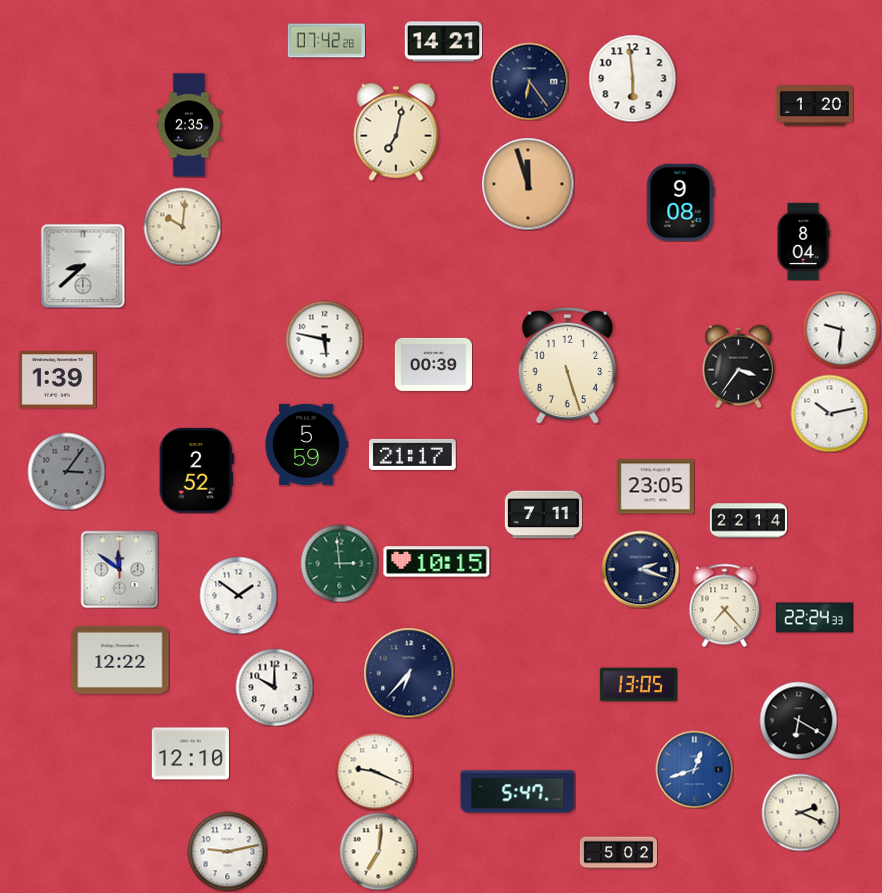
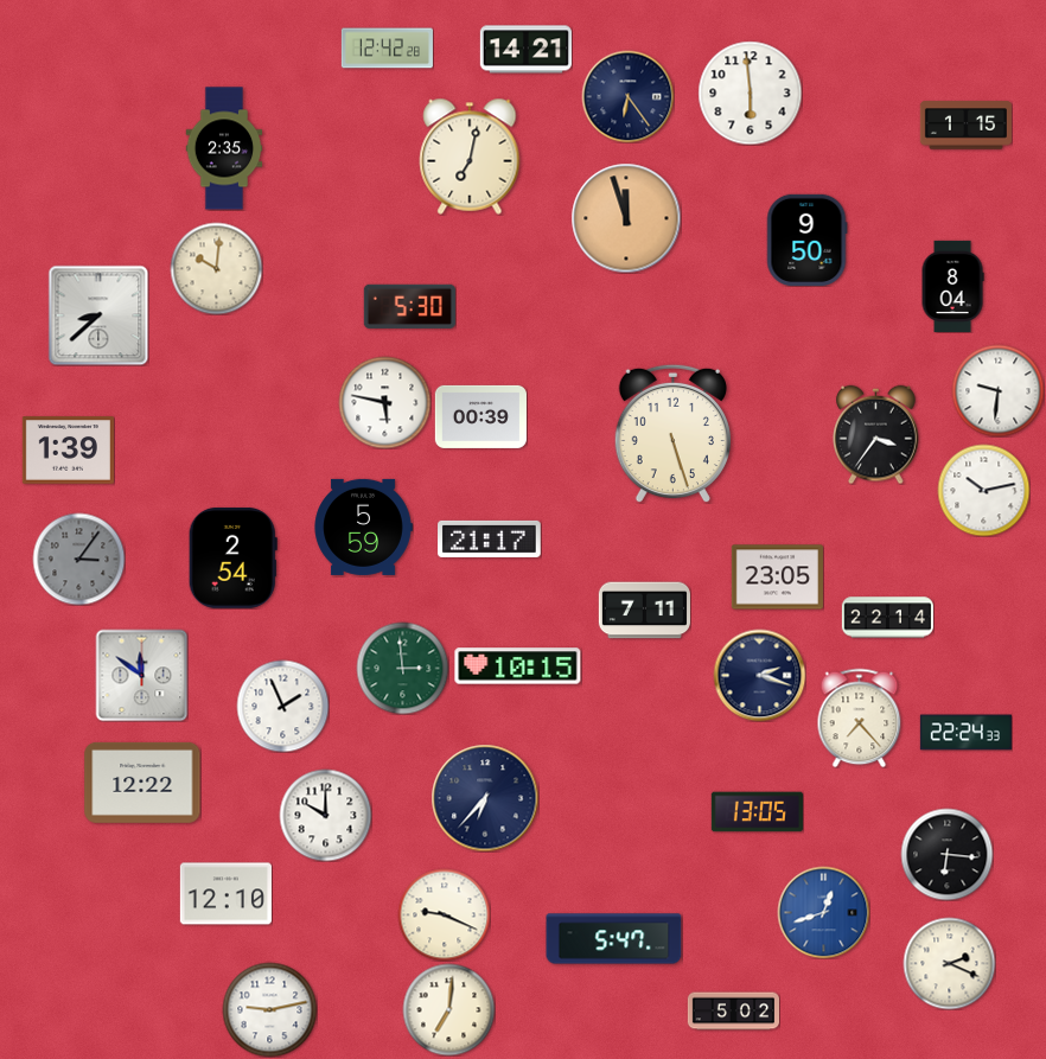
clock at (326, 41): 07:42 -> 12:42
clock at (814, 106): 1:20 -> 1:15
clock at (680, 202): 9:08 -> 9:50
clock at (409, 306): none -> 5:30
clock at (433, 364) position: (433, 364) -> (480, 416)
clock at (196, 470): 2:52 -> 2:54
clock at (238, 595): 1:51 -> 1:56
clock at (798, 720): 6:20 -> 6:16
